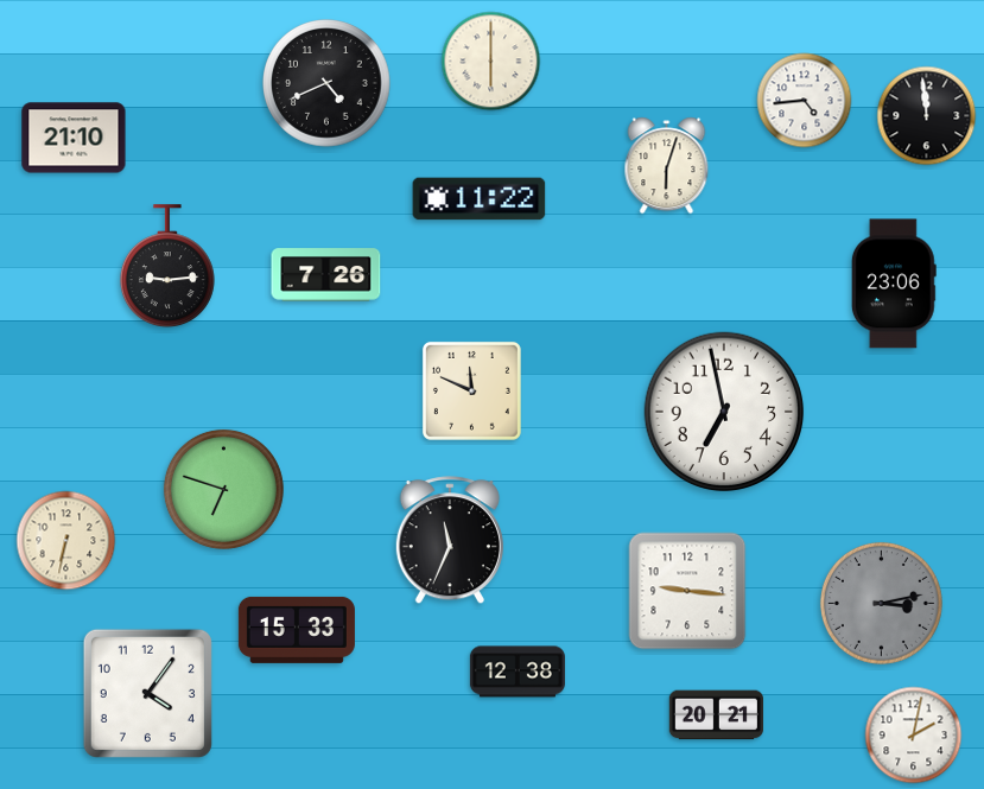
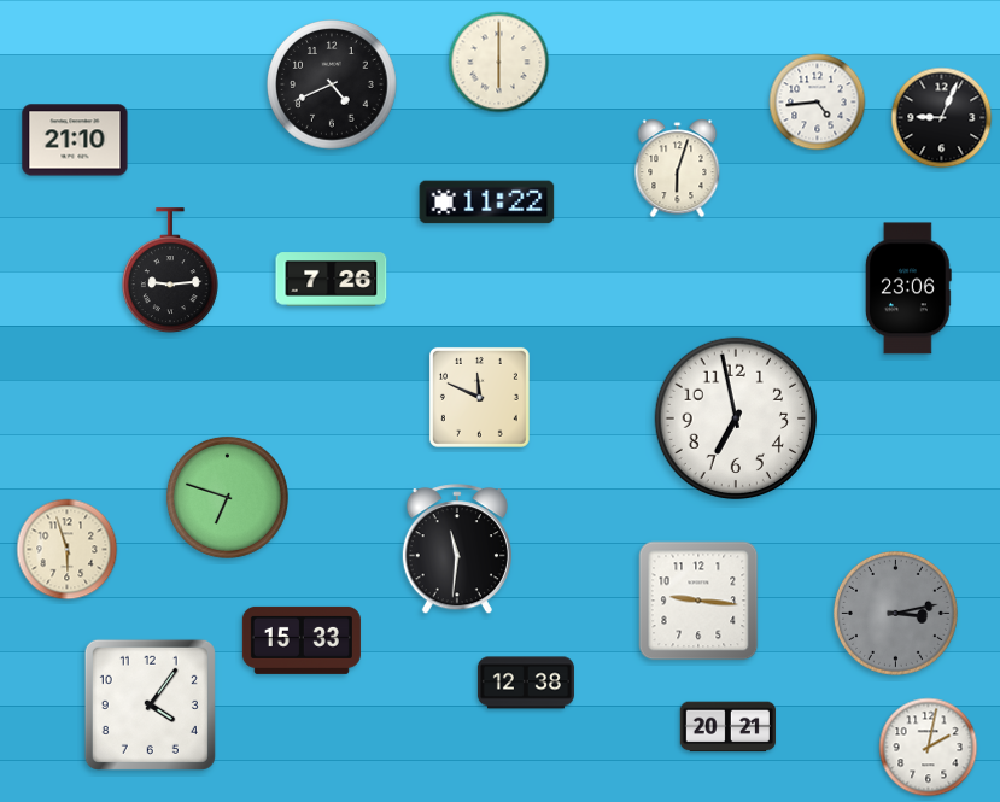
clock at (927, 116): 11:59 -> 9:04
clock at (66, 541): 6:32 -> 5:57
clock at (450, 541): 11:34 -> 11:31
